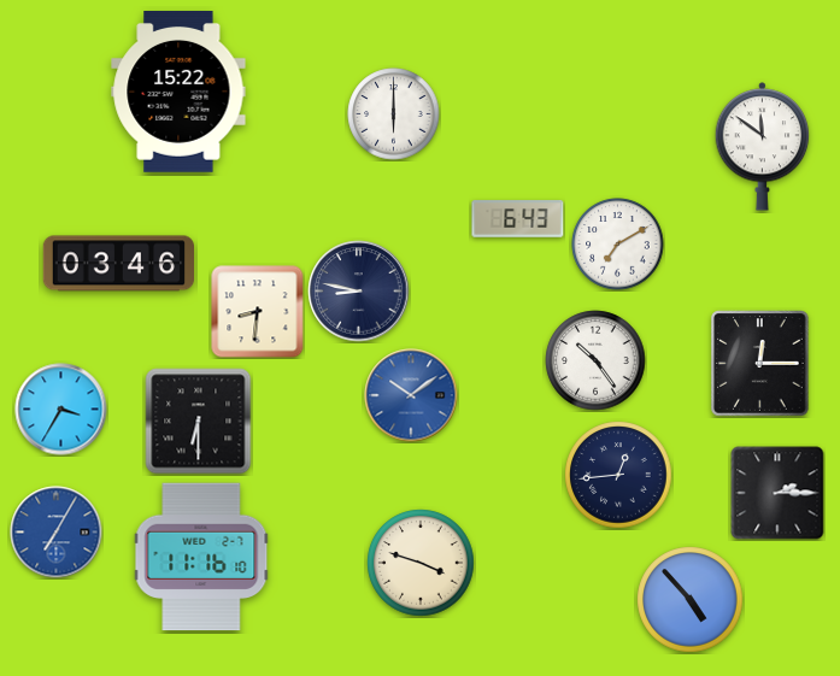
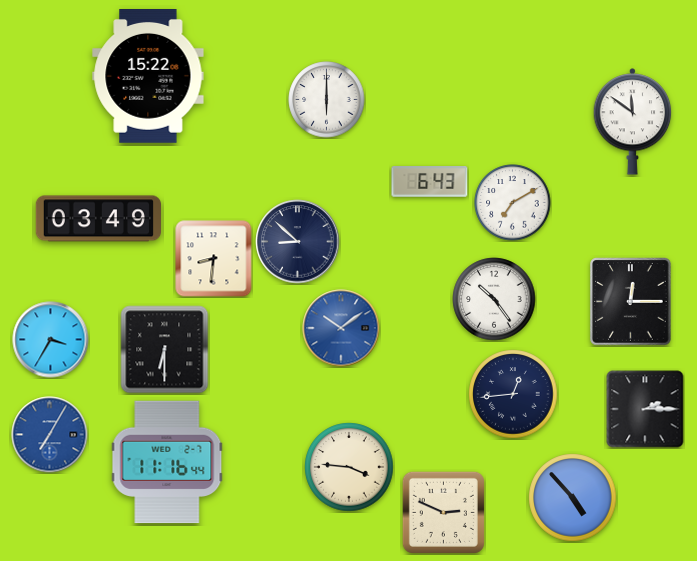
clock at (394, 114) position: (394, 114) -> (327, 100)
clock at (118, 264): 03:46 -> 03:49
clock at (359, 292): 8:47 -> 8:52
clock at (57, 533) position: (57, 533) -> (50, 435)
clock at (201, 557): 11:16:10 -> 11:16:44
clock at (421, 563): 3:48 -> 3:46
clock at (443, 512): none -> 2:49
